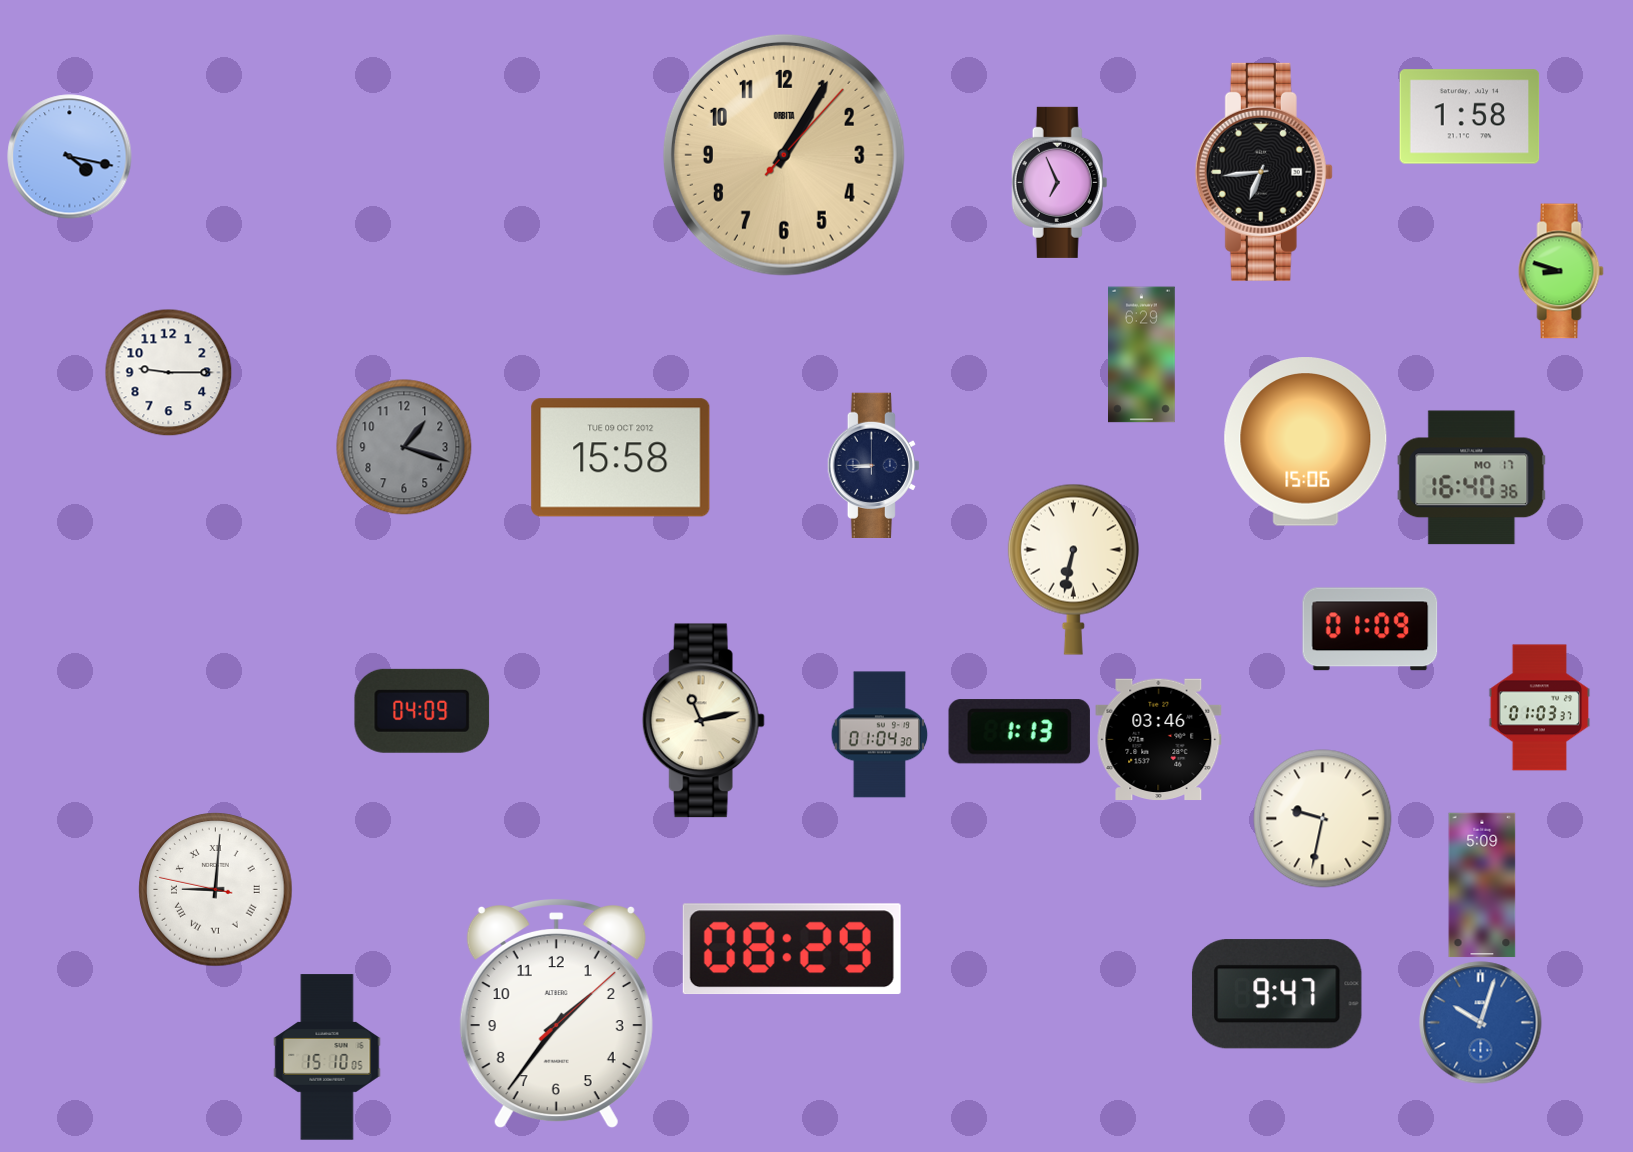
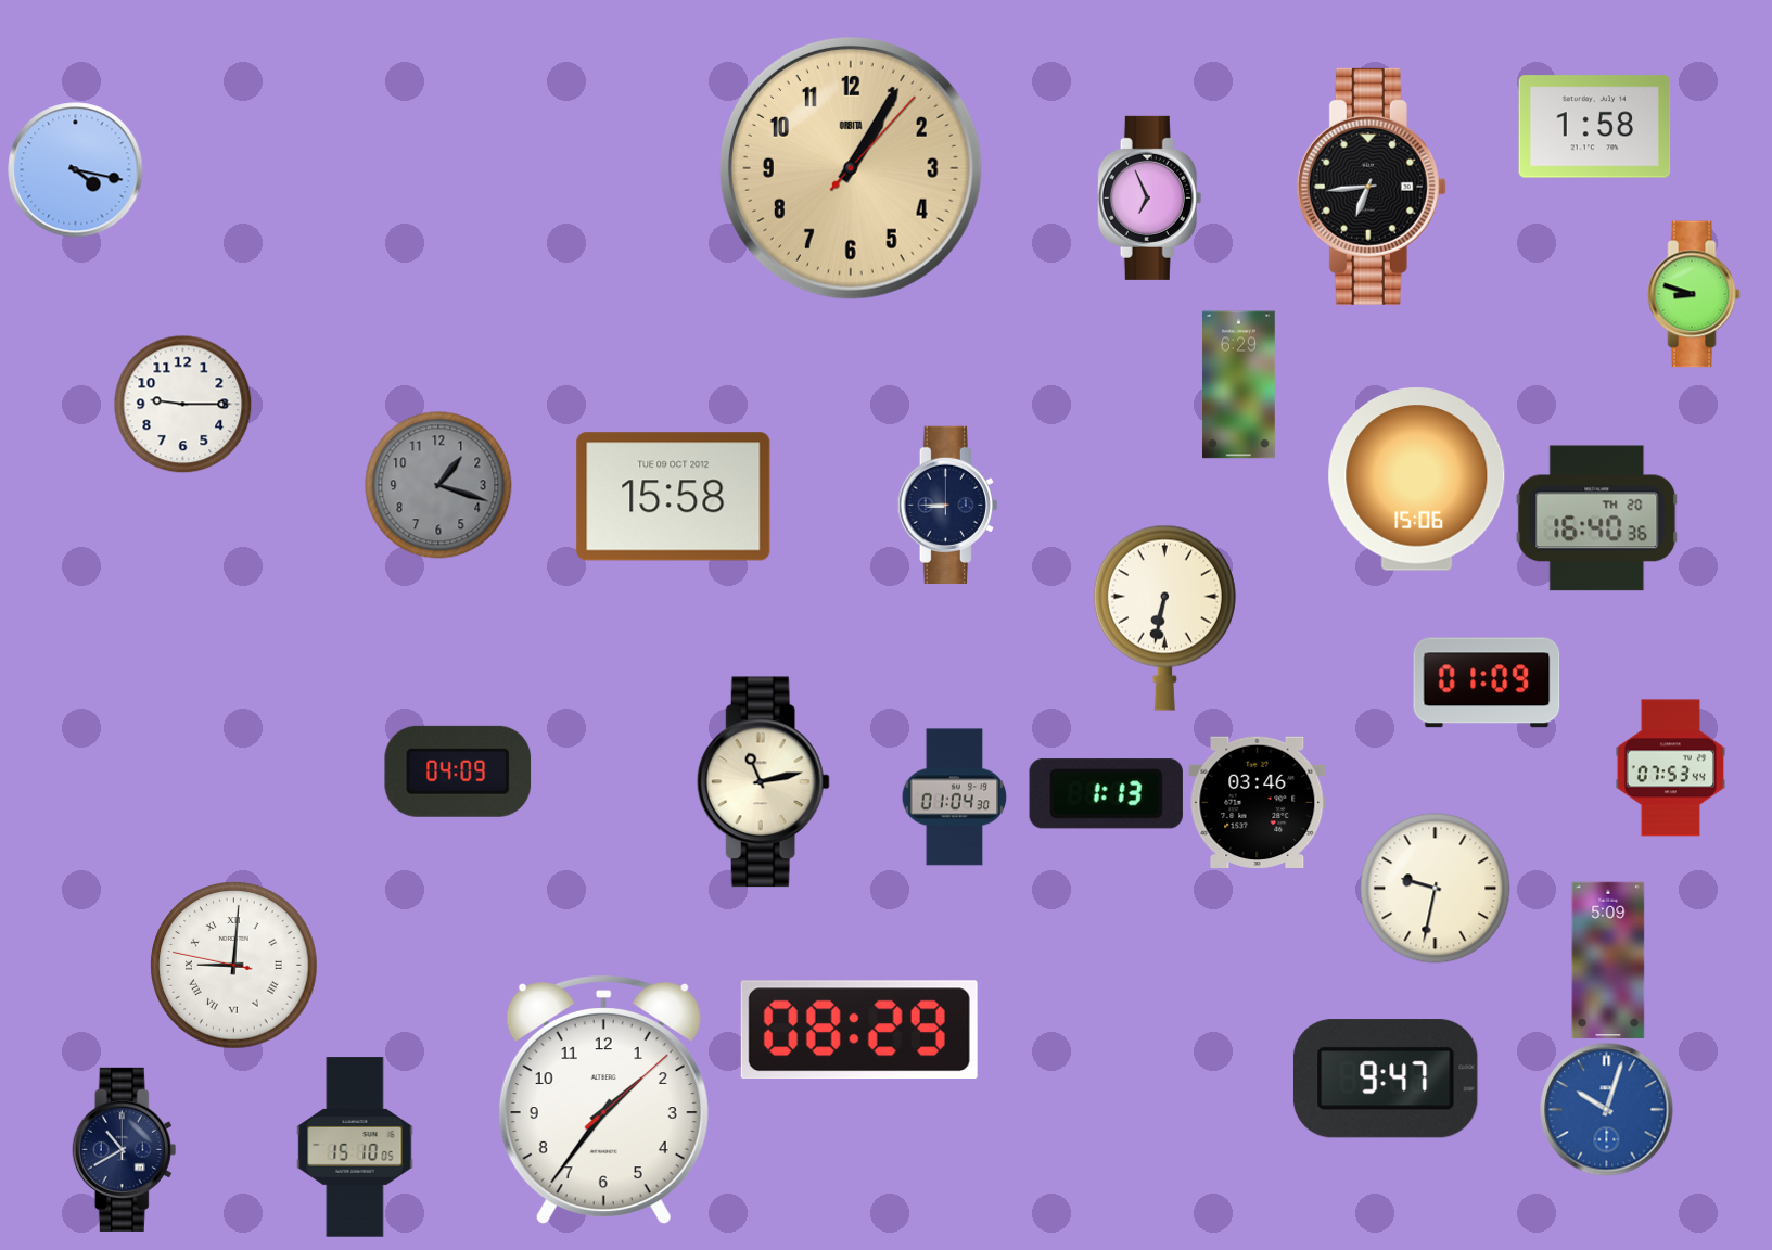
clock at (1472, 478) date: MO 17 -> TH 20
clock at (1540, 708): 01:03 -> 07:53
clock at (125, 1149): none -> 10:40
